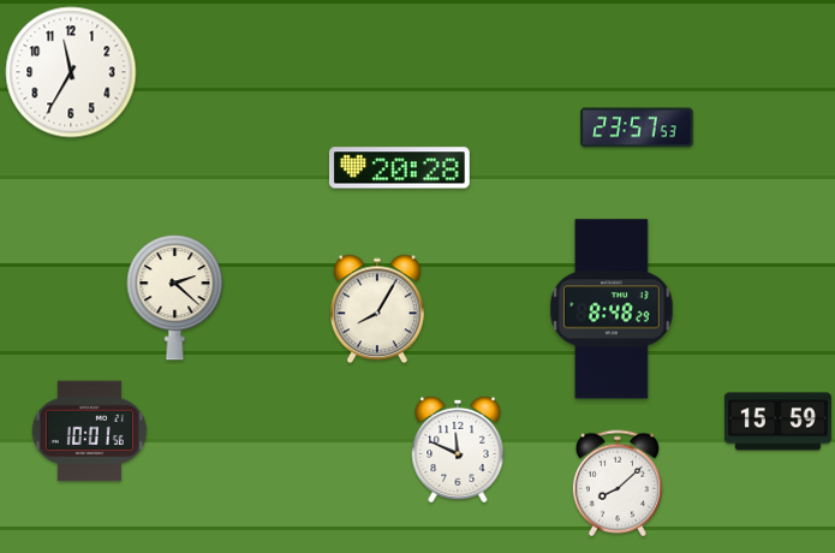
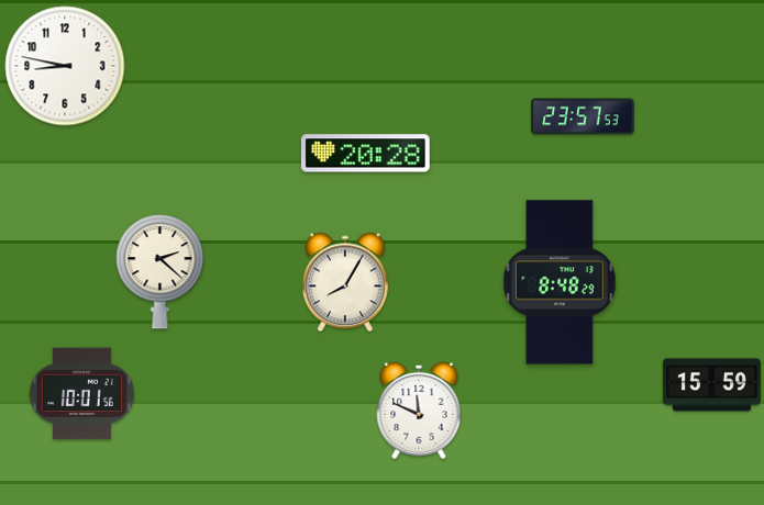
clock at (71, 72): 11:35 -> 8:47
clock at (618, 483): 8:08 -> none
